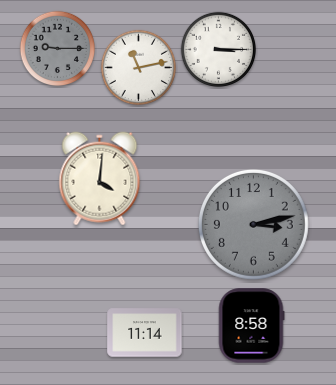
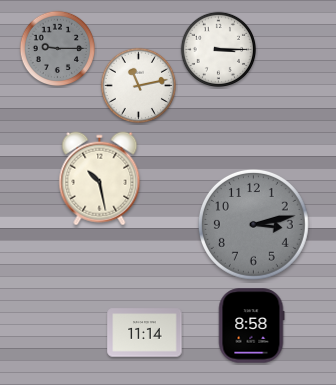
clock at (139, 68) position: (139, 68) -> (139, 86)
clock at (100, 179): 4:01 -> 10:28
